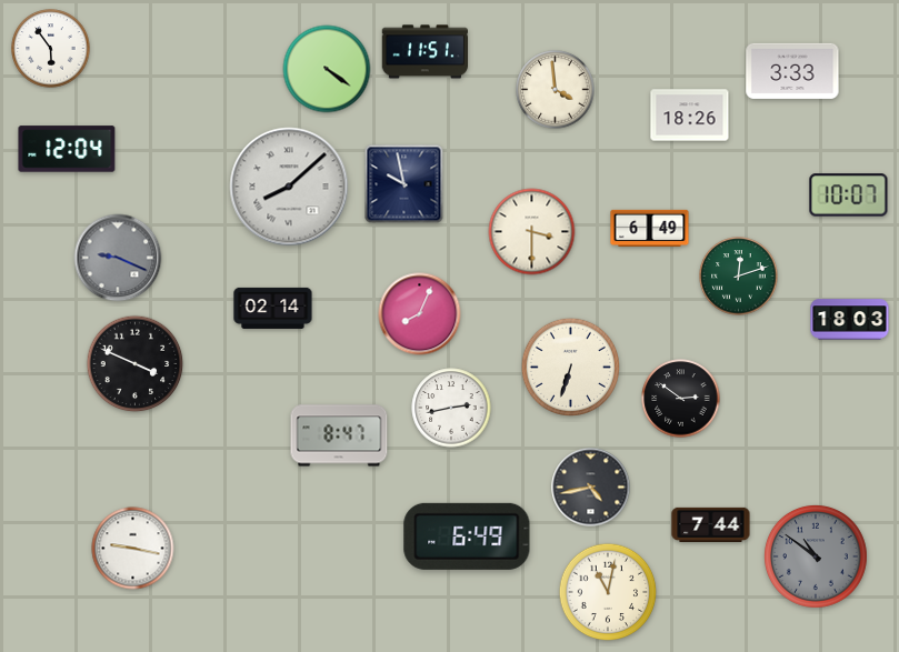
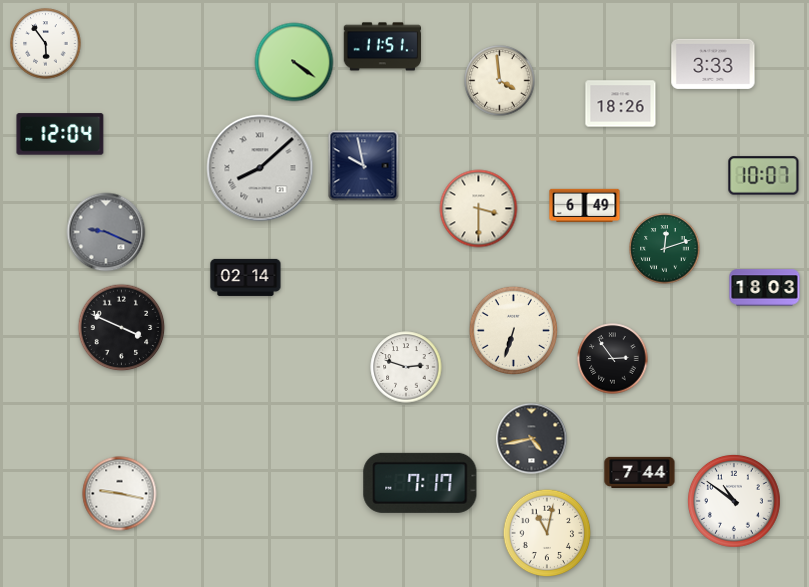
clock at (420, 314): 8:04 -> none
clock at (681, 399): 2:51 -> 2:54
clock at (451, 408): 2:43 -> 2:48
clock at (339, 435): 8:47 -> none
clock at (467, 536): 6:49 -> 7:17
clock at (816, 556) dial: grey -> white
